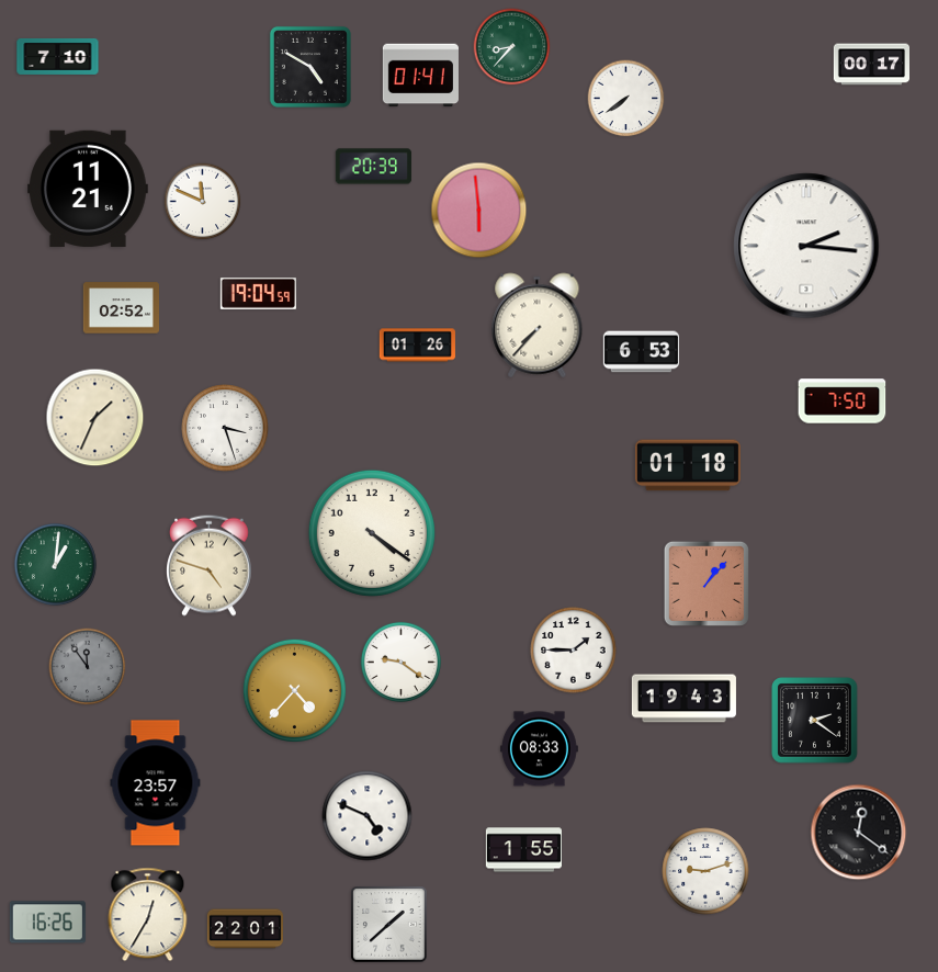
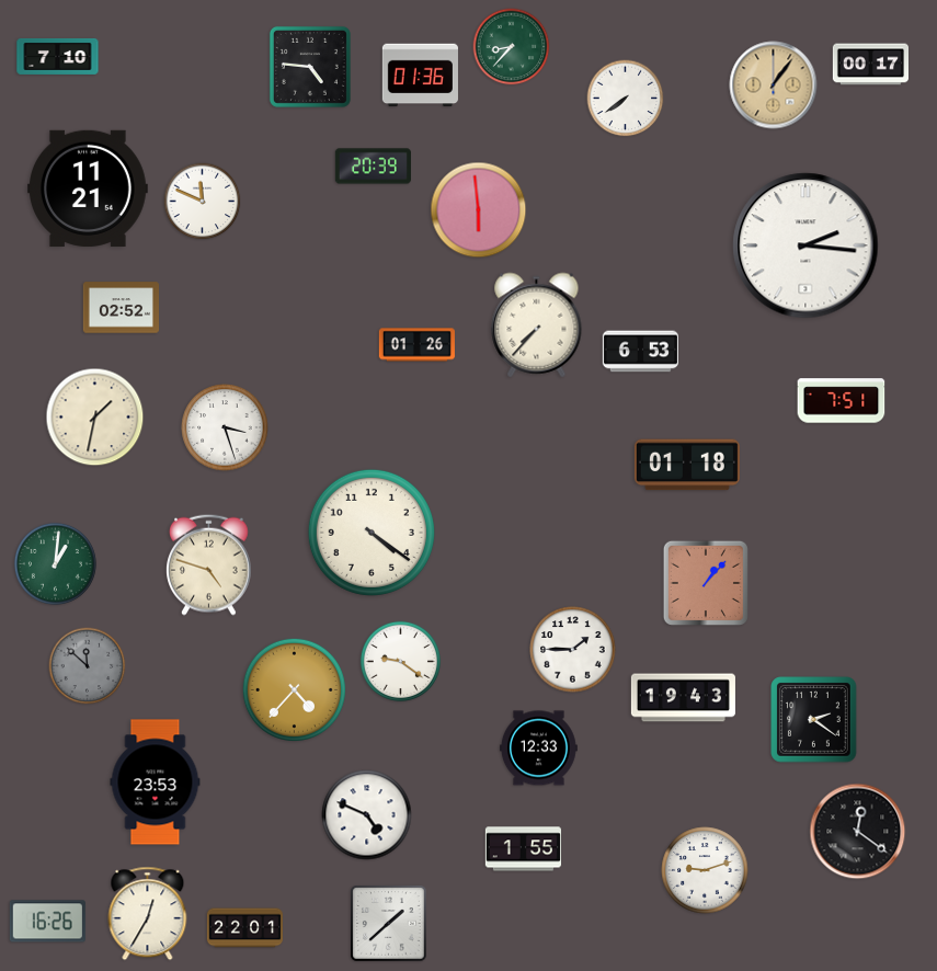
clock at (310, 67): 4:50 -> 4:46
clock at (420, 76): 01:41 -> 01:36
clock at (774, 85): none -> 1:06
clock at (258, 293): 19:04 -> none
clock at (843, 402): 7:50 -> 7:51
clock at (95, 418): 1:34 -> 1:32
clock at (88, 667): 11:54 -> 11:52
clock at (539, 749): 08:33 -> 12:33
clock at (156, 783): 23:57 -> 23:53
